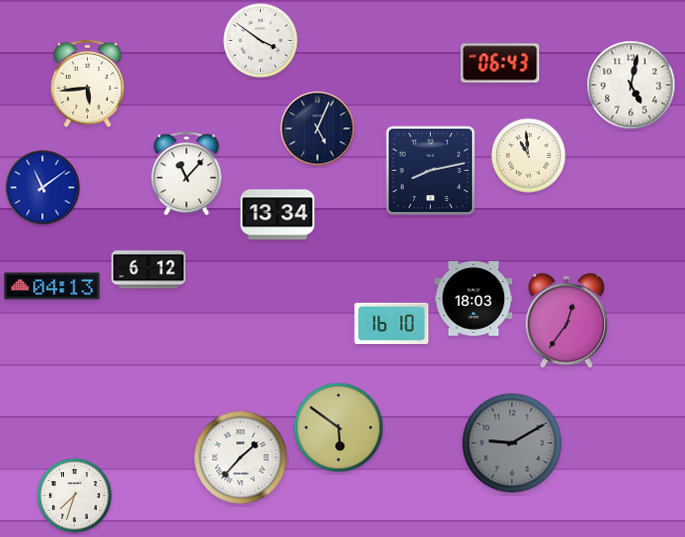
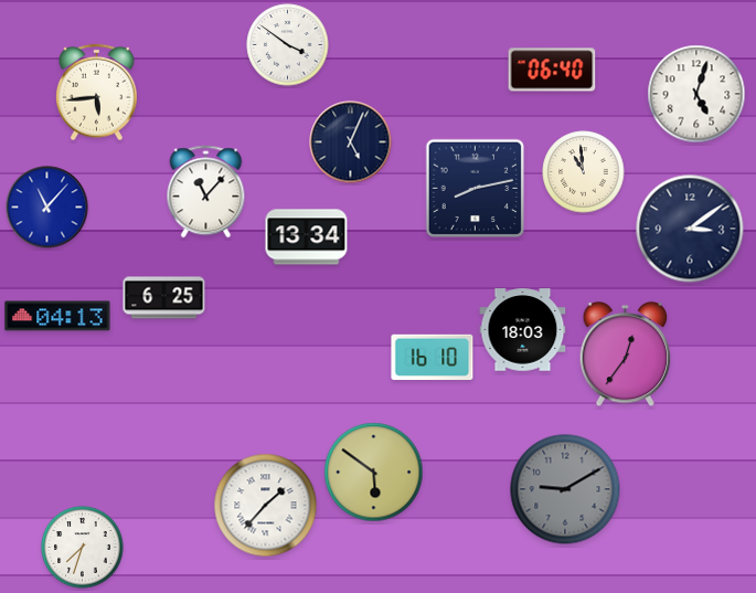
clock at (500, 63): 06:43 -> 06:40
clock at (631, 85): 5:02 -> 5:03
clock at (43, 188): 11:09 -> 11:07
clock at (690, 229): none -> 3:09
clock at (149, 270): 6:12 -> 6:25
